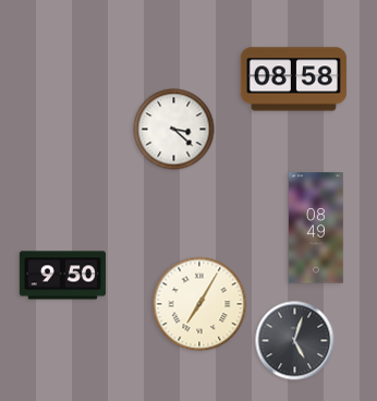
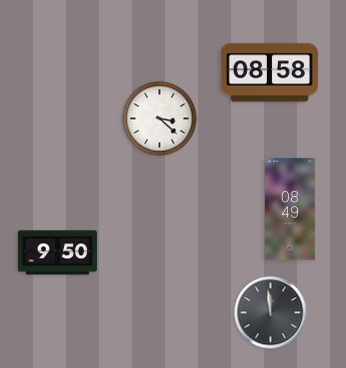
clock at (199, 304): 7:05 -> none
clock at (295, 341): 5:03 -> 11:59
